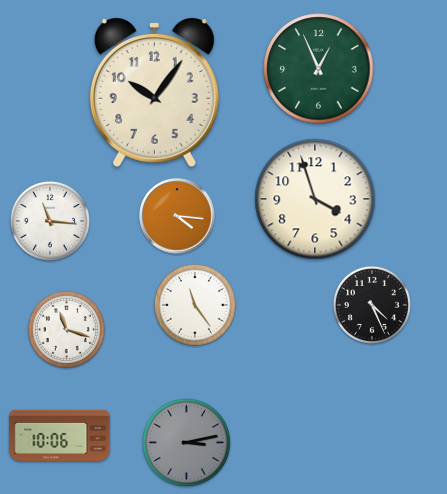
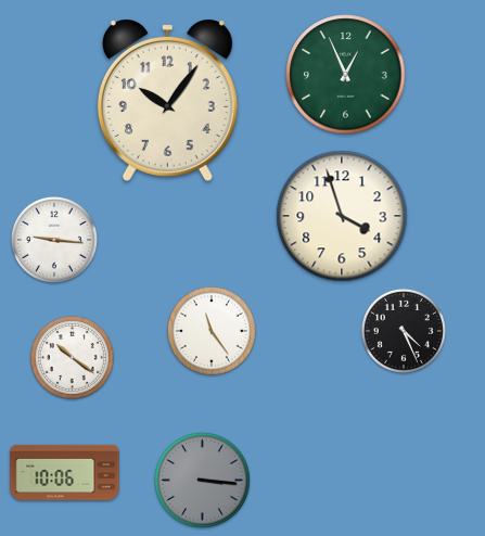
clock at (177, 216): 4:16 -> none
clock at (50, 221): 11:16 -> 9:16
clock at (66, 329): 11:18 -> 10:21
clock at (187, 443): 3:13 -> 3:16
